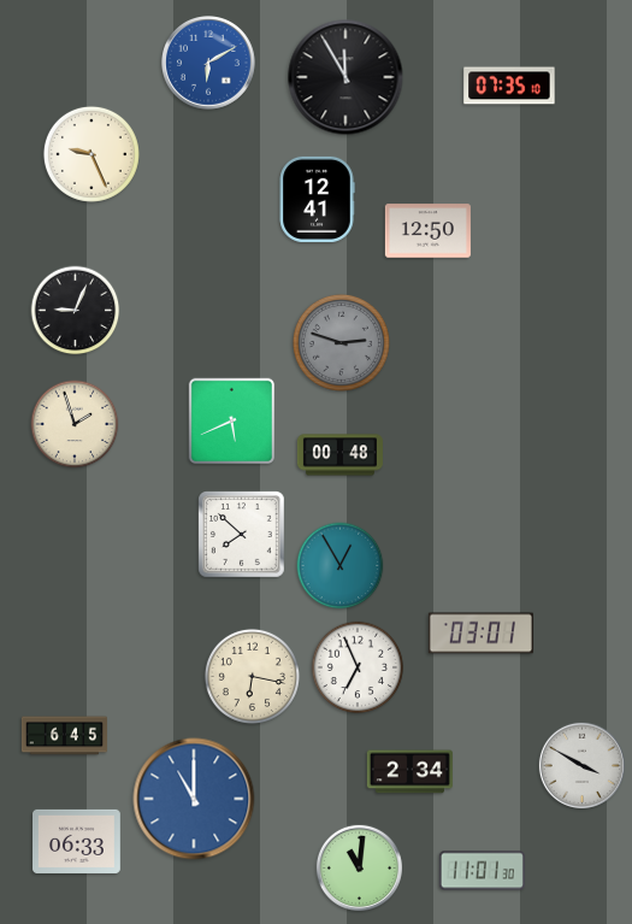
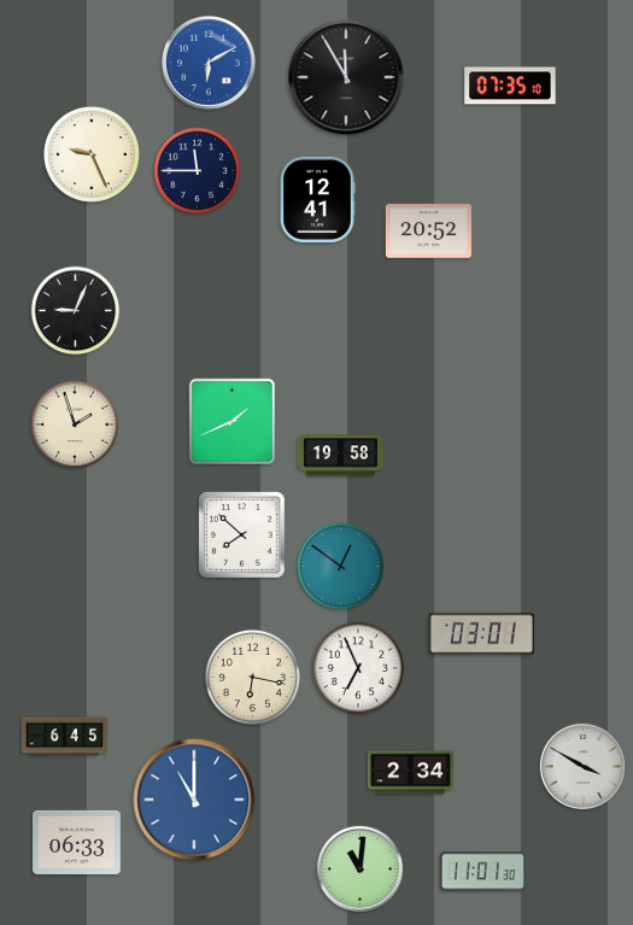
clock at (198, 171): none -> 11:45
clock at (427, 231): 12:50 -> 20:52
clock at (341, 342): 2:48 -> none
clock at (232, 422): 5:41 -> 1:41
clock at (339, 455): 00:48 -> 19:58
clock at (341, 566): 12:55 -> 12:51
